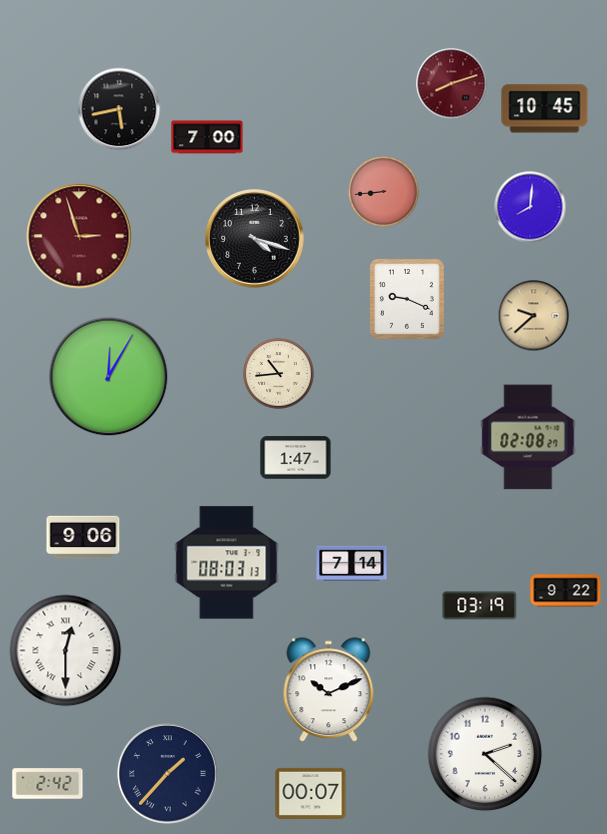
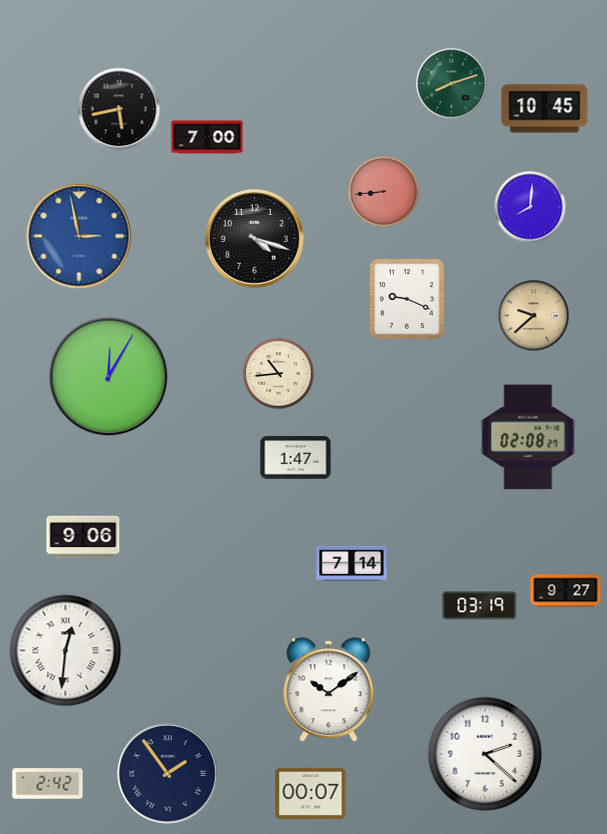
clock at (452, 84) dial: burgundy -> green
clock at (79, 236): 2:57 -> 2:58
clock at (79, 236) dial: burgundy -> blue
clock at (227, 563): 08:03 -> none
clock at (566, 591): 9:22 -> 9:27
clock at (66, 651): 12:30 -> 12:31
clock at (329, 690): 10:11 -> 10:09
clock at (168, 774): 1:37 -> 1:54
